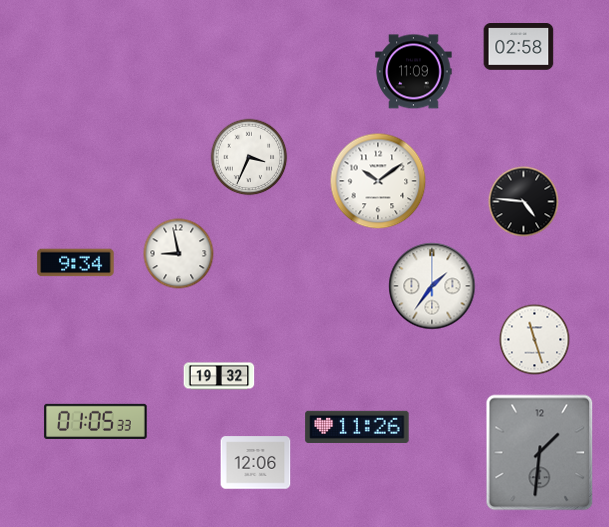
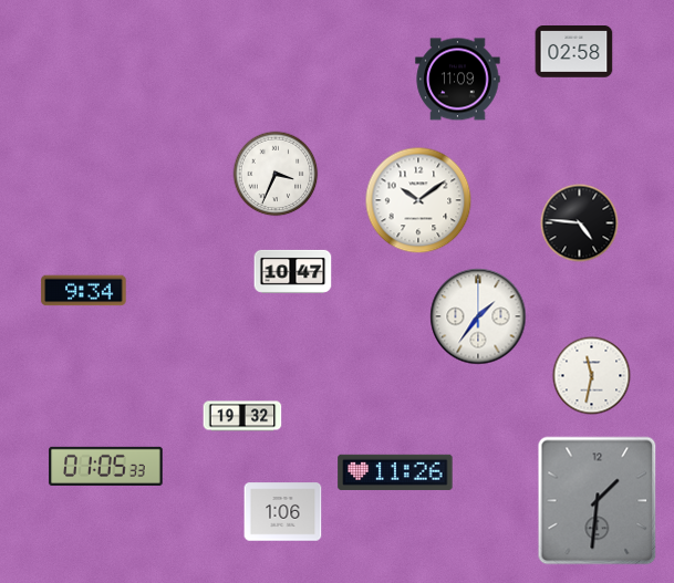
clock at (293, 271): none -> 10:47
clock at (179, 254): 8:58 -> none
clock at (535, 340): 11:27 -> 11:32
clock at (256, 463): 12:06 -> 1:06
